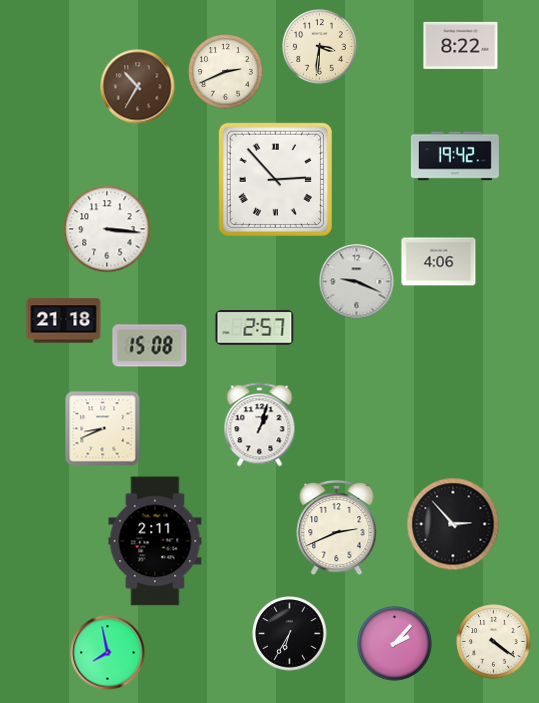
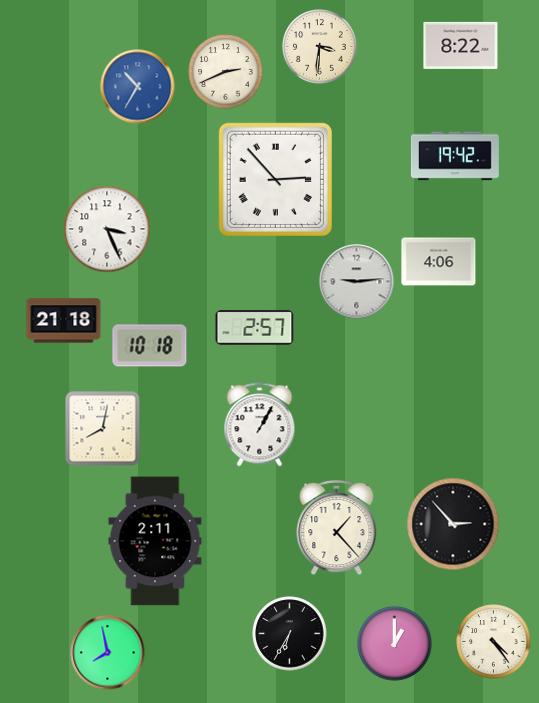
clock at (138, 87) dial: brown -> blue
clock at (107, 229): 3:16 -> 3:26
clock at (357, 282): 9:19 -> 9:14
clock at (150, 346): 15:08 -> 10:18
clock at (260, 425): 1:03 -> 1:05
clock at (103, 429): 8:41 -> 8:02
clock at (337, 528): 2:41 -> 1:23
clock at (494, 642): 4:21 -> 4:24
clock at (395, 644): 2:07 -> 1:00
